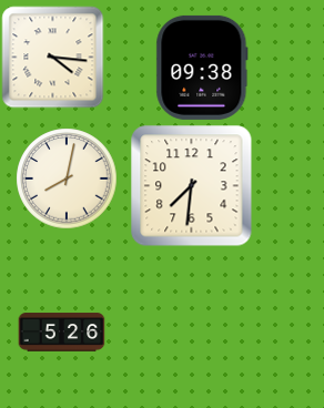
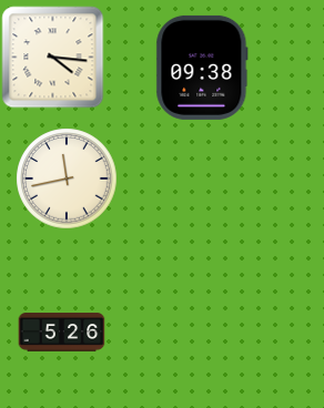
clock at (67, 178): 8:02 -> 11:43
clock at (191, 185): 7:31 -> none
